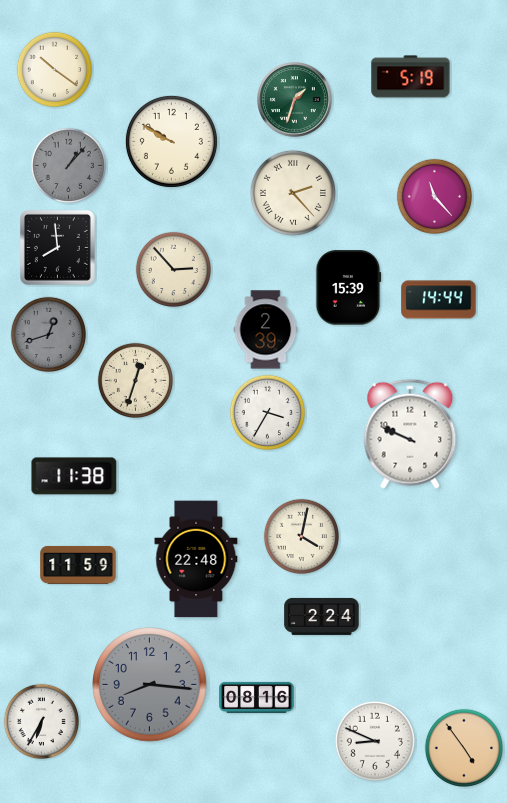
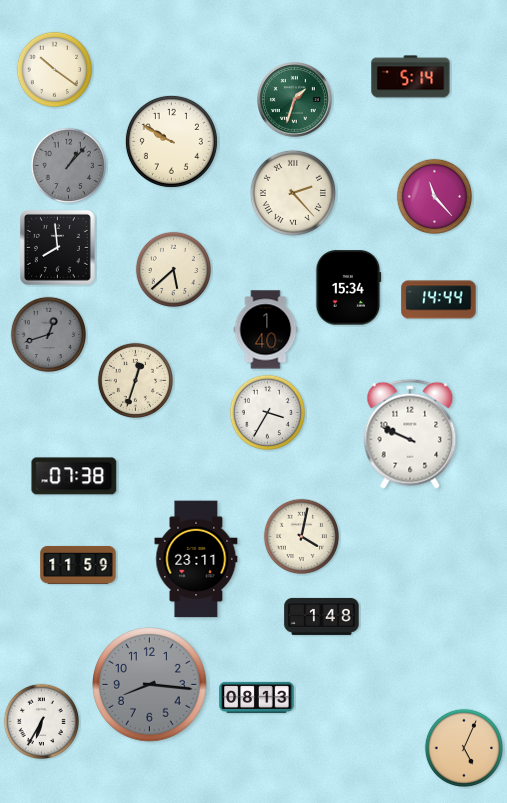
clock at (411, 77): 5:19 -> 5:14
clock at (173, 269): 2:53 -> 5:38
clock at (348, 288): 15:39 -> 15:34
clock at (266, 330): 2:39 -> 1:40
clock at (74, 476): 11:38 -> 07:38
clock at (196, 559): 22:48 -> 23:11
clock at (322, 616): 2:24 -> 1:48
clock at (257, 697): 08:16 -> 08:13
clock at (375, 741): 8:49 -> none
clock at (463, 747): 4:54 -> 5:04
